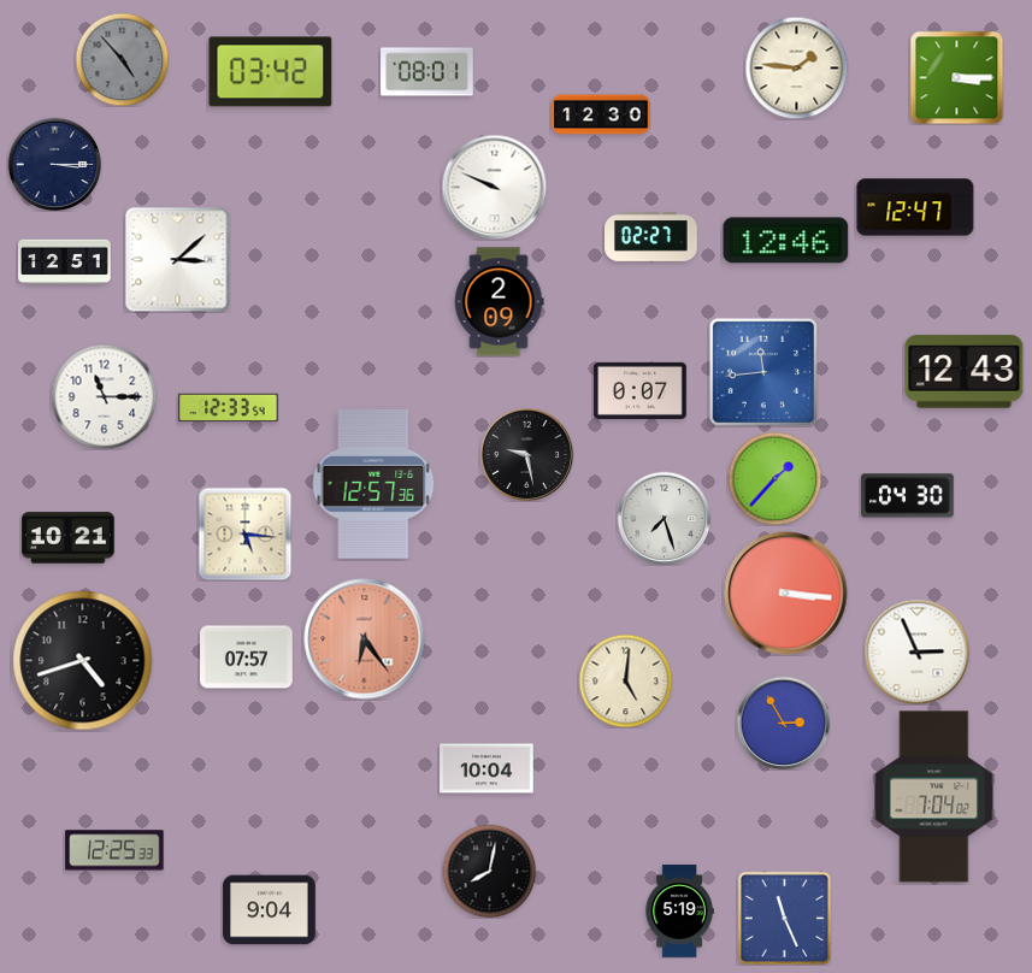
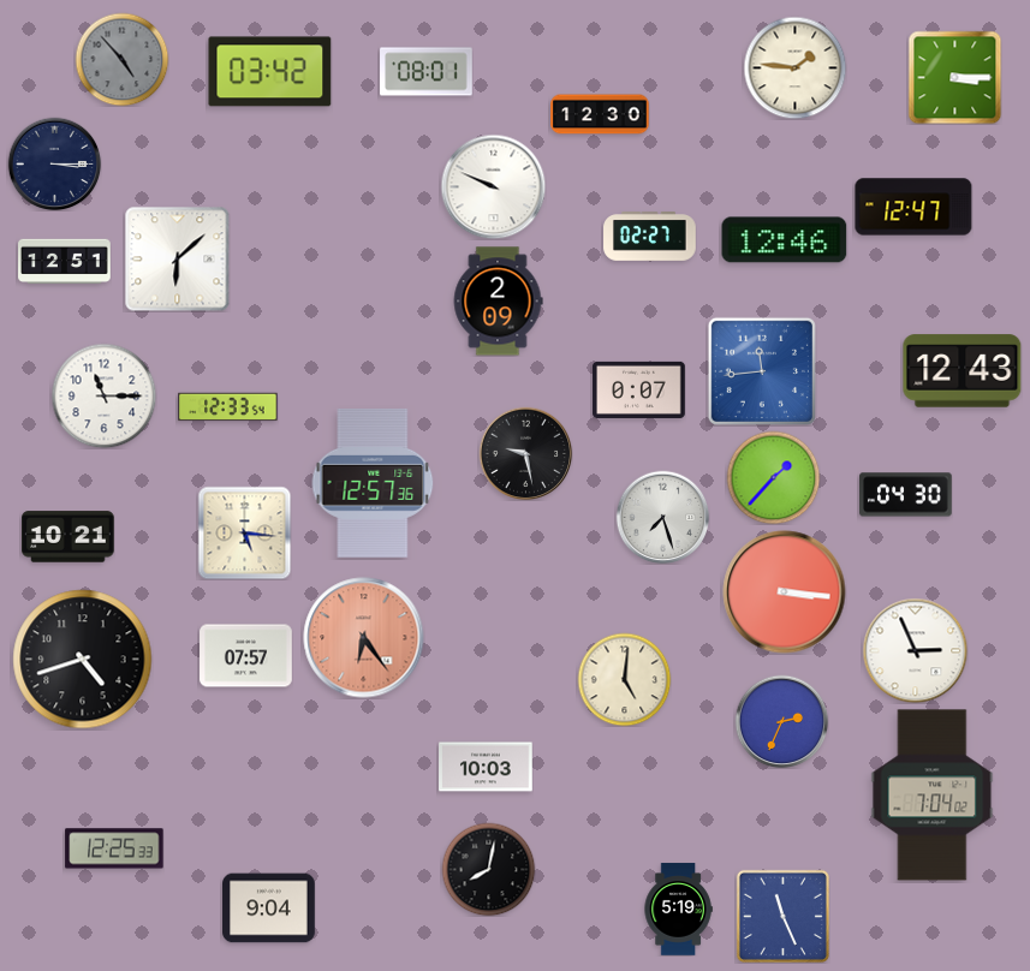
clock at (177, 259): 3:08 -> 6:08
clock at (783, 723): 2:55 -> 2:34
clock at (486, 768): 10:04 -> 10:03
